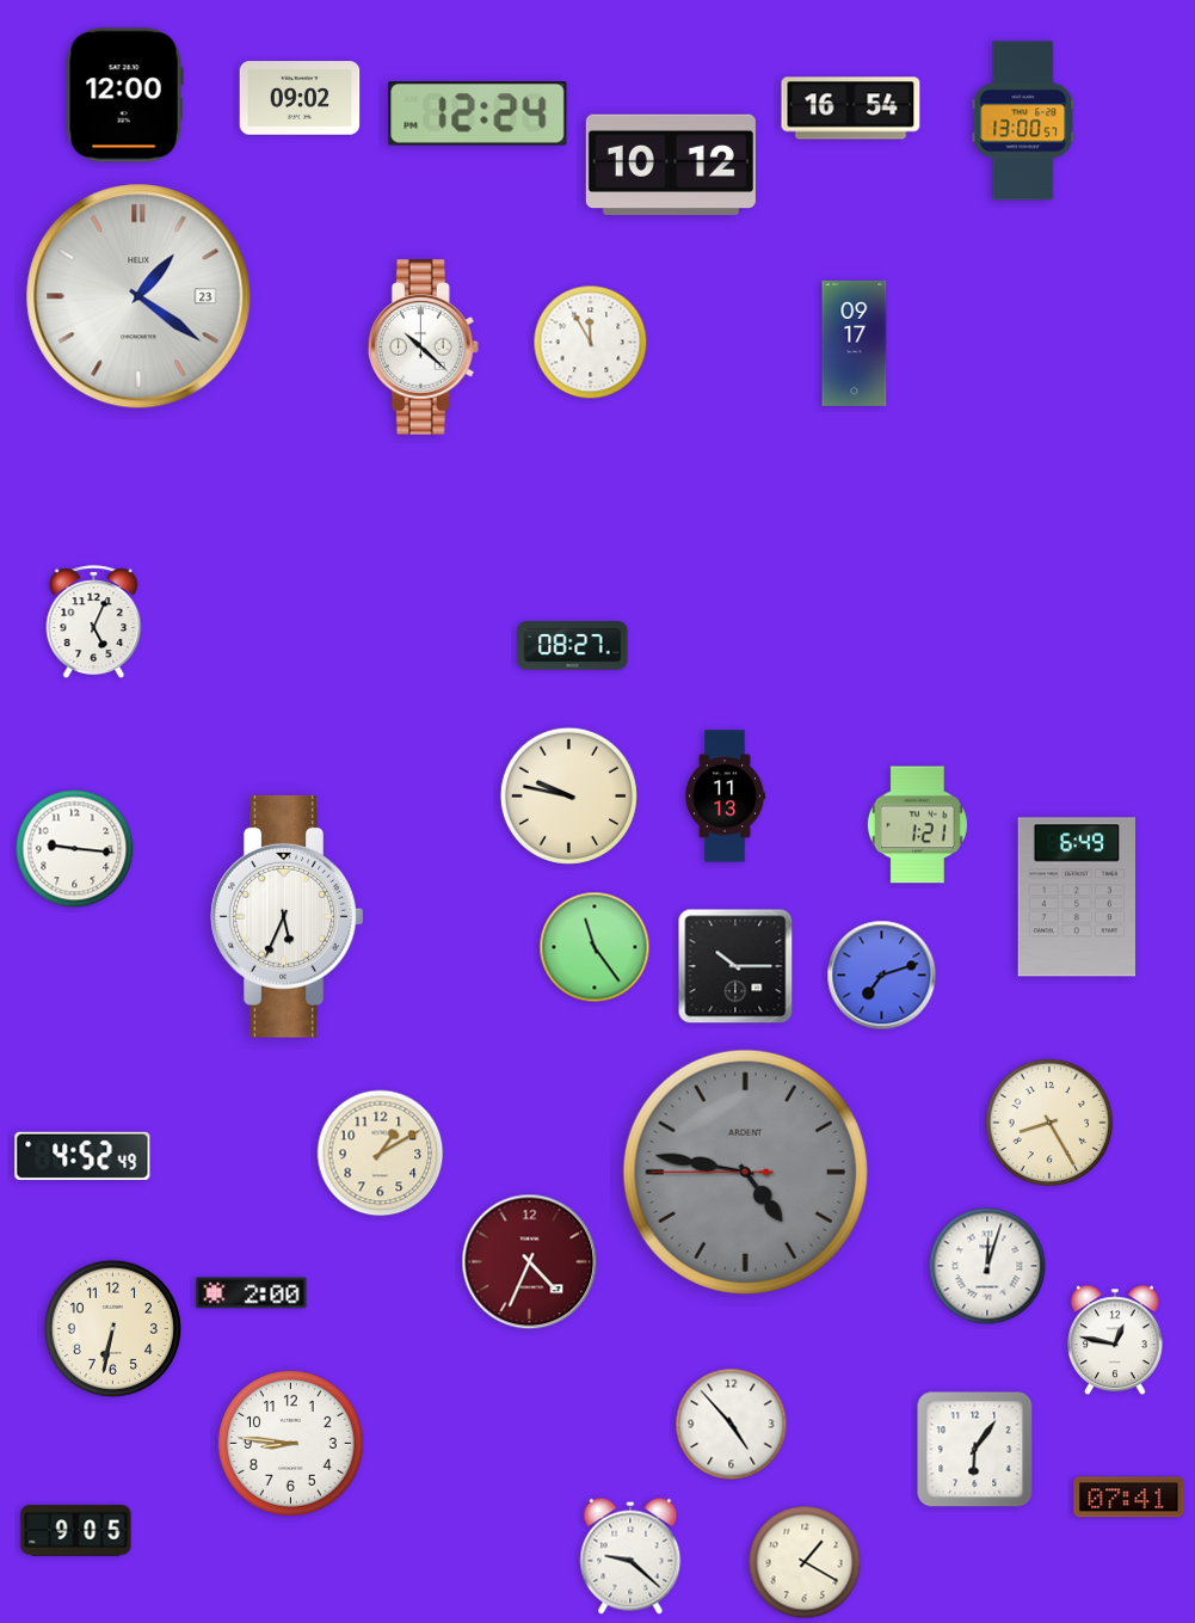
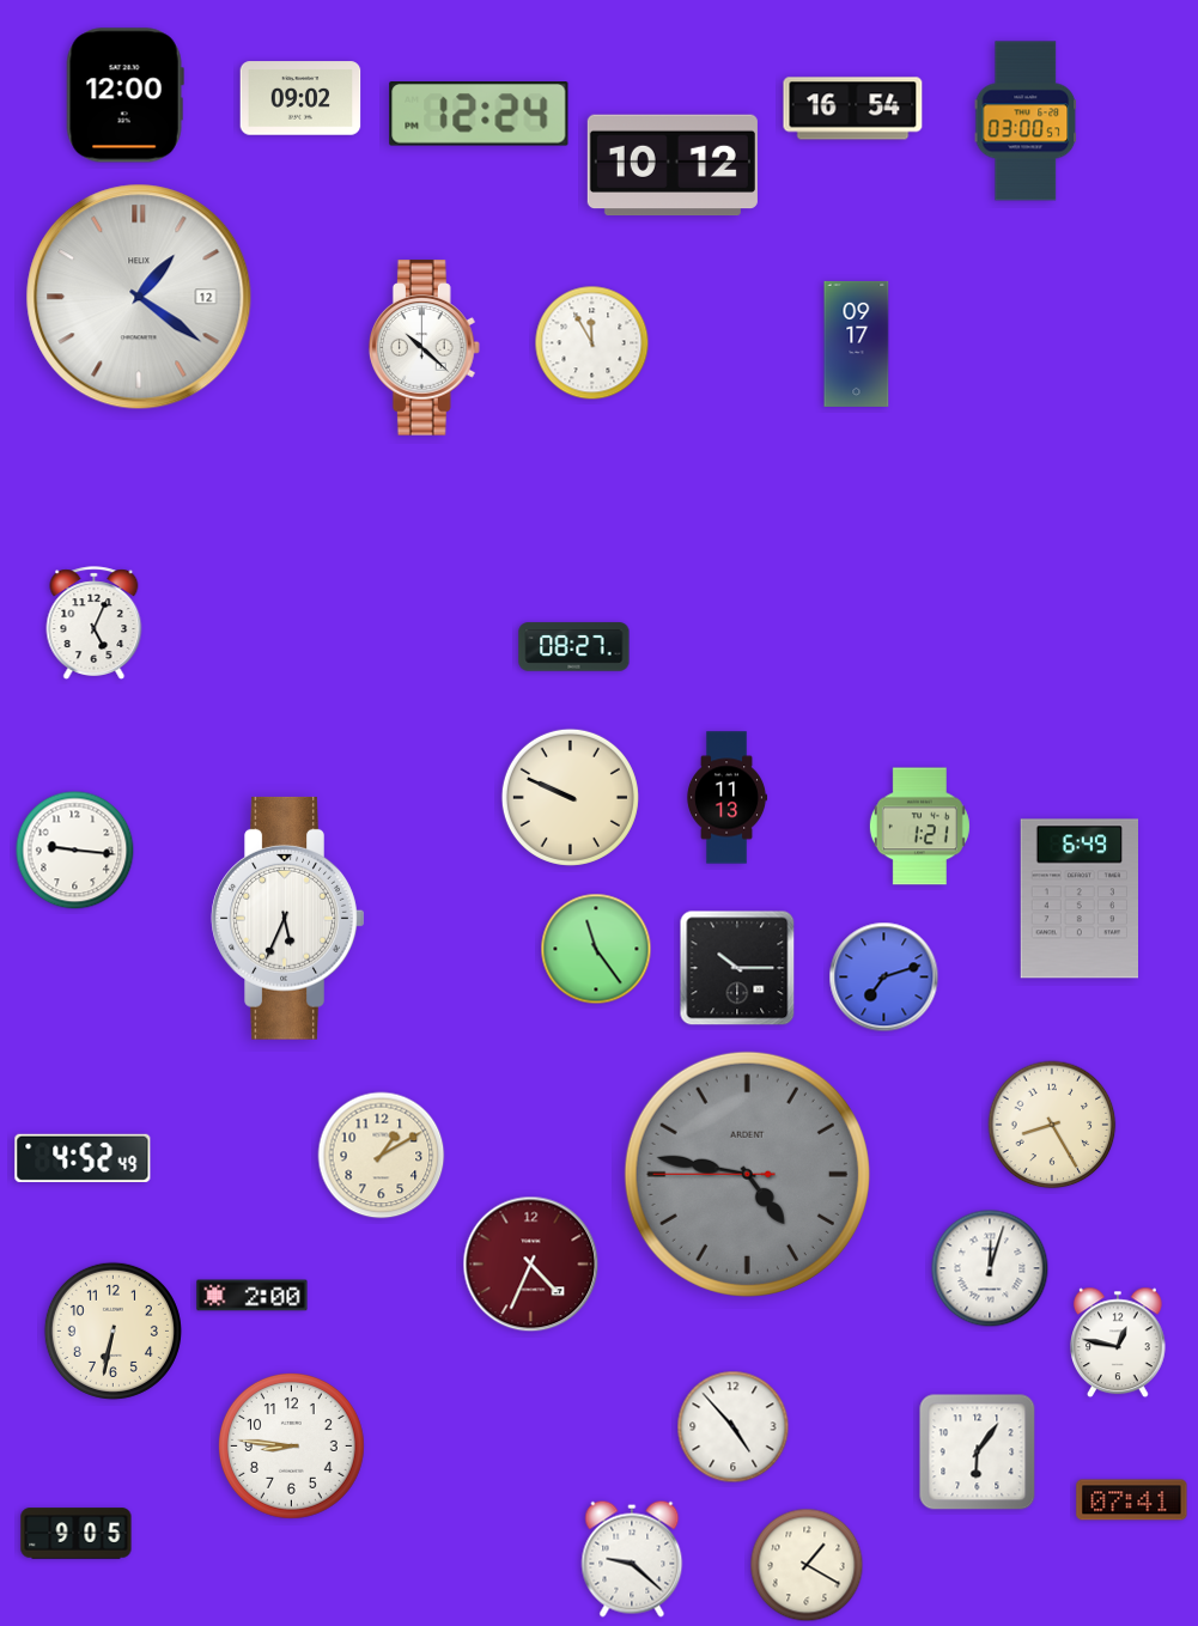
clock at (1023, 121): 13:00 -> 03:00
clock at (138, 296) date: 23 -> 12
clock at (568, 795): 9:47 -> 9:49
